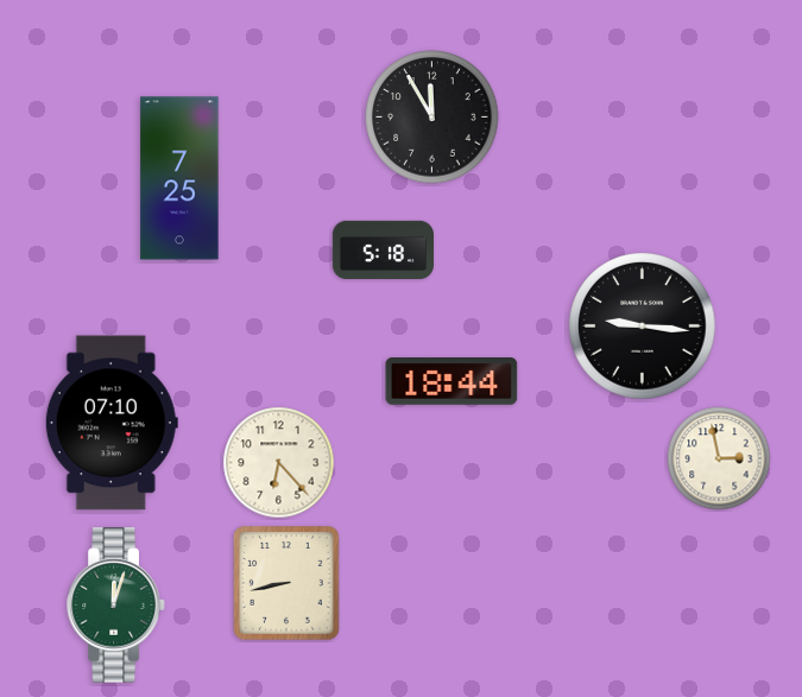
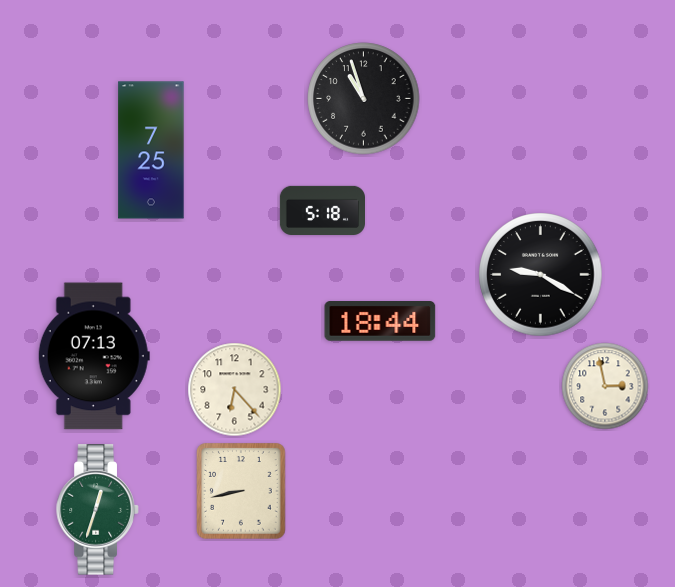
clock at (432, 118): 11:55 -> 10:57
clock at (643, 327): 9:16 -> 9:20
clock at (112, 423): 07:10 -> 07:13
clock at (116, 606): 12:03 -> 12:33
